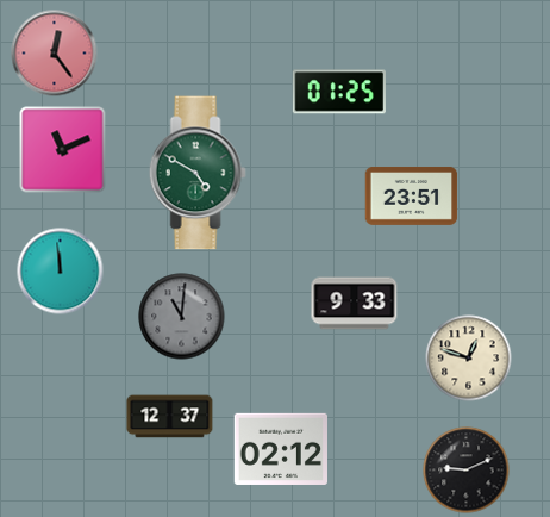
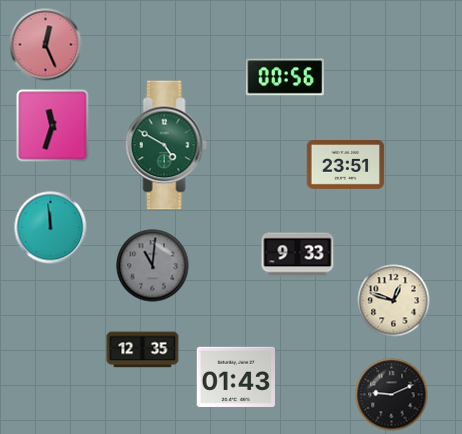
clock at (55, 54): 12:24 -> 12:26
clock at (339, 92): 01:25 -> 00:56
clock at (63, 150): 11:11 -> 11:33
clock at (170, 417): 12:37 -> 12:35
clock at (280, 449): 02:12 -> 01:43
